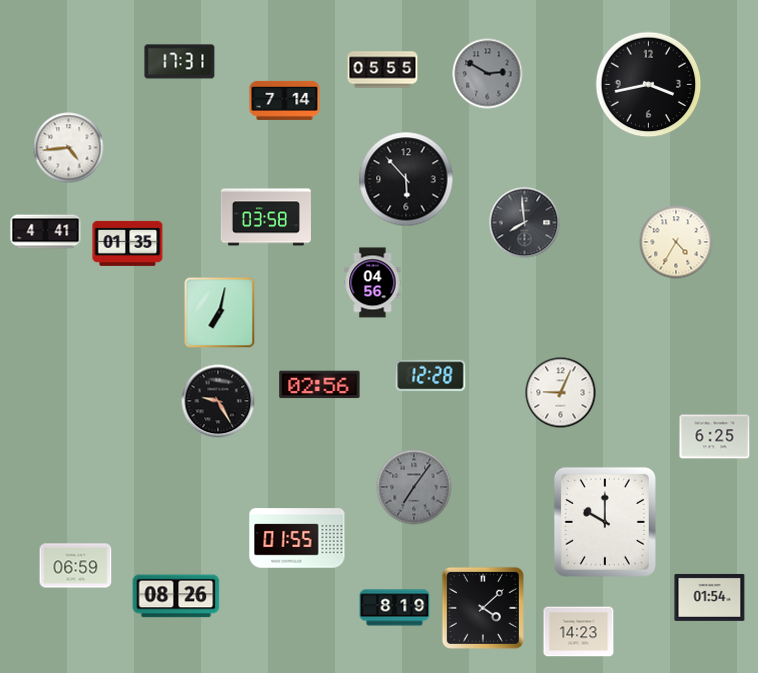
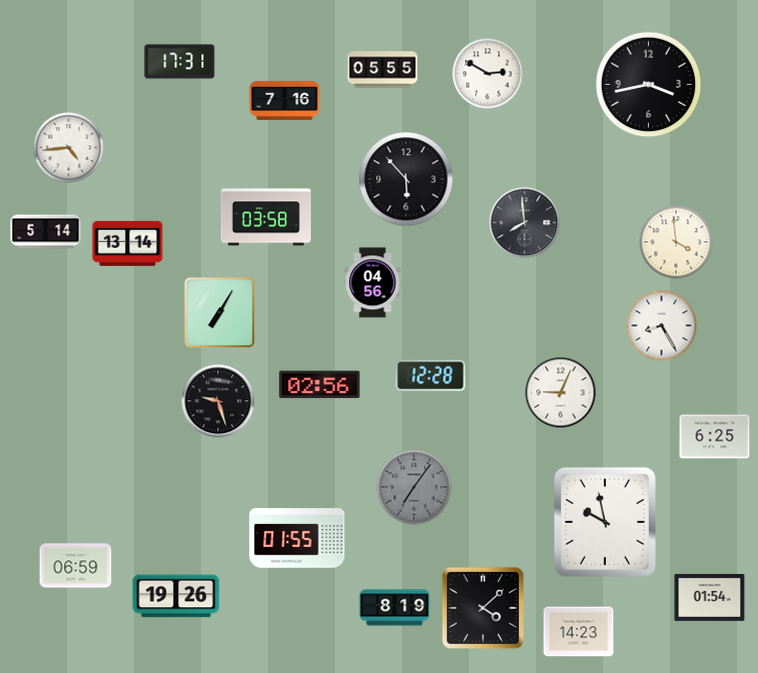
clock at (488, 74) dial: grey -> white
clock at (285, 100): 7:14 -> 7:16
clock at (46, 232): 4:41 -> 5:14
clock at (676, 242): 4:35 -> 3:59
clock at (128, 243): 01:35 -> 13:14
clock at (220, 313): 7:02 -> 7:05
clock at (662, 326): none -> 8:25
clock at (218, 401): 9:25 -> 9:27
clock at (605, 522): 10:00 -> 9:58
clock at (176, 596): 08:26 -> 19:26
